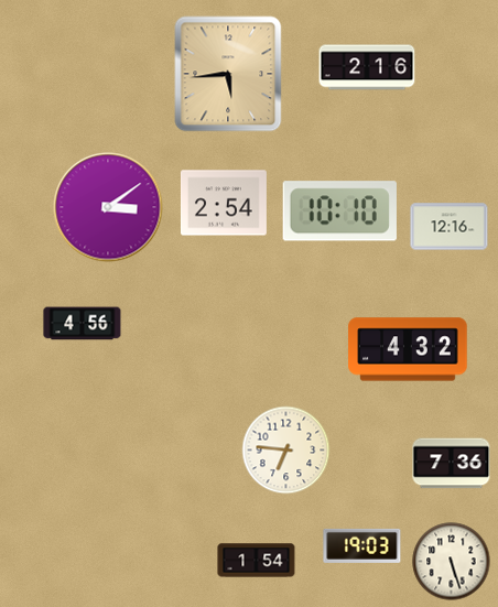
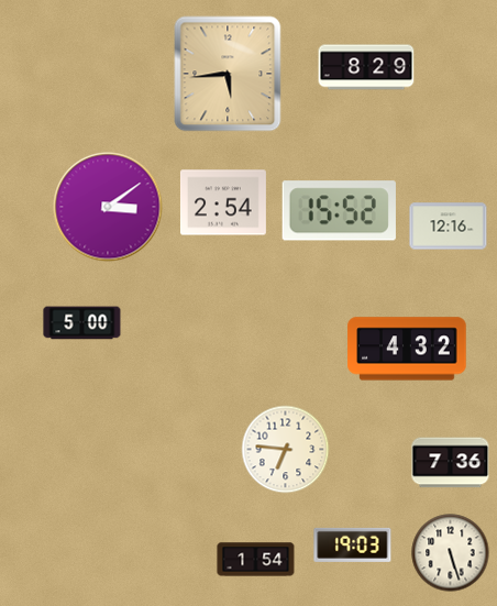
clock at (367, 67): 2:16 -> 8:29
clock at (339, 212): 10:10 -> 15:52
clock at (83, 324): 4:56 -> 5:00
clock at (362, 545) position: (362, 545) -> (353, 544)
clock at (452, 562) position: (452, 562) -> (451, 553)
